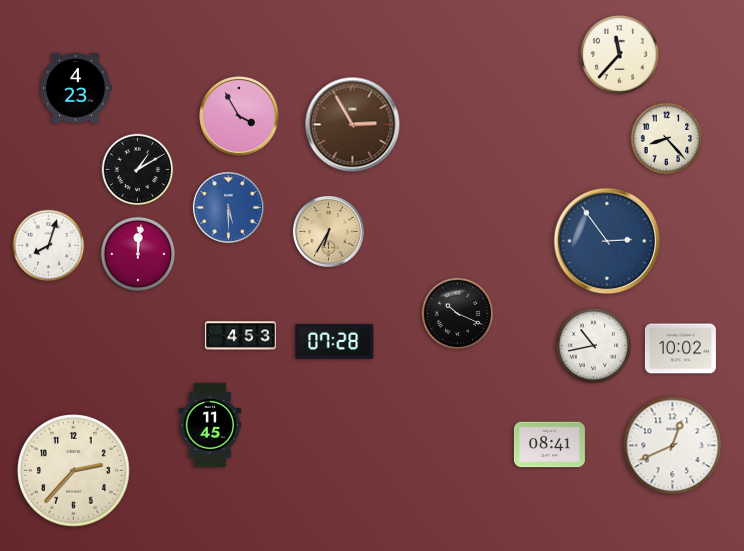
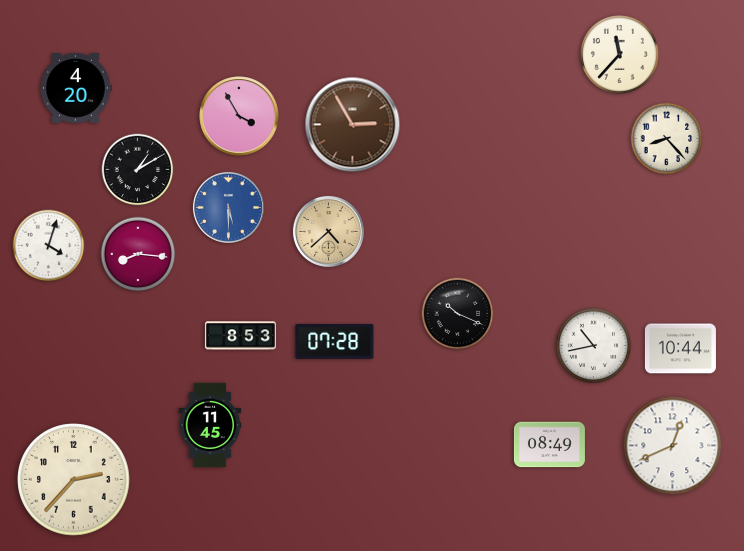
clock at (76, 88): 4:23 -> 4:20
clock at (328, 231): 6:35 -> 4:38
clock at (607, 241): 2:54 -> none
clock at (49, 246): 8:03 -> 4:03
clock at (138, 254): 12:01 -> 8:16
clock at (240, 336): 4:53 -> 8:53
clock at (680, 349): 10:02 -> 10:44
clock at (549, 445): 08:41 -> 08:49
clock at (74, 471) position: (74, 471) -> (74, 480)
